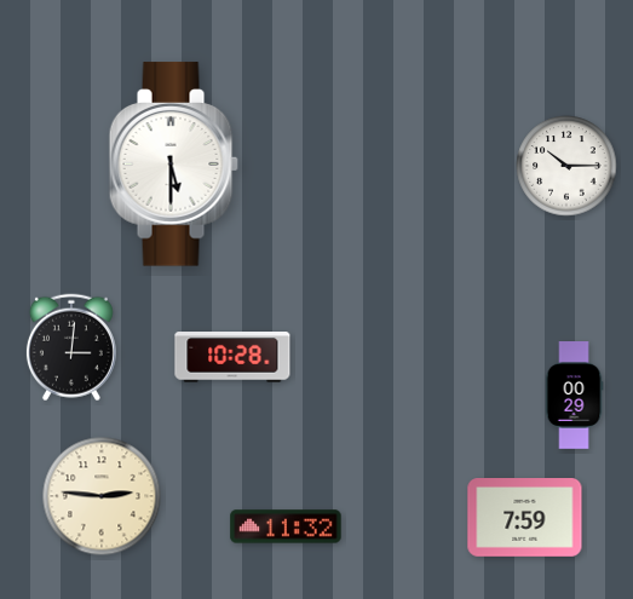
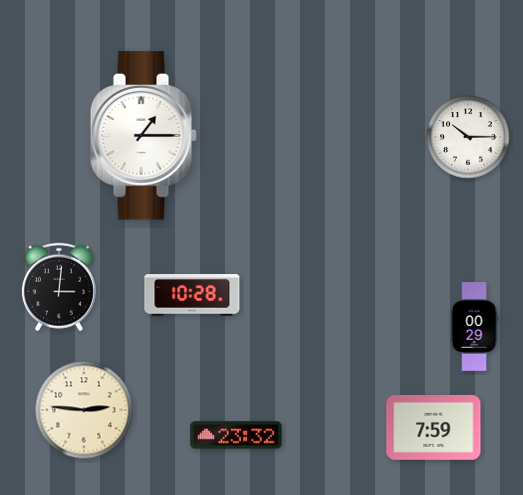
clock at (173, 165): 5:30 -> 1:15
clock at (286, 526): 11:32 -> 23:32
